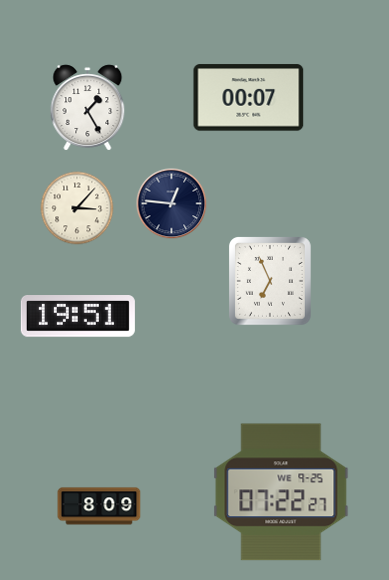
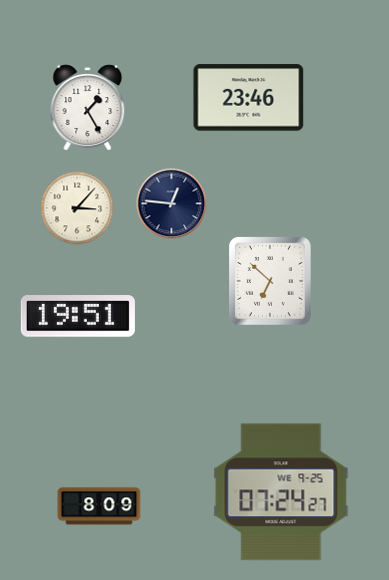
clock at (249, 98): 00:07 -> 23:46
clock at (271, 282): 6:56 -> 6:52
clock at (281, 492): 07:22 -> 07:24
